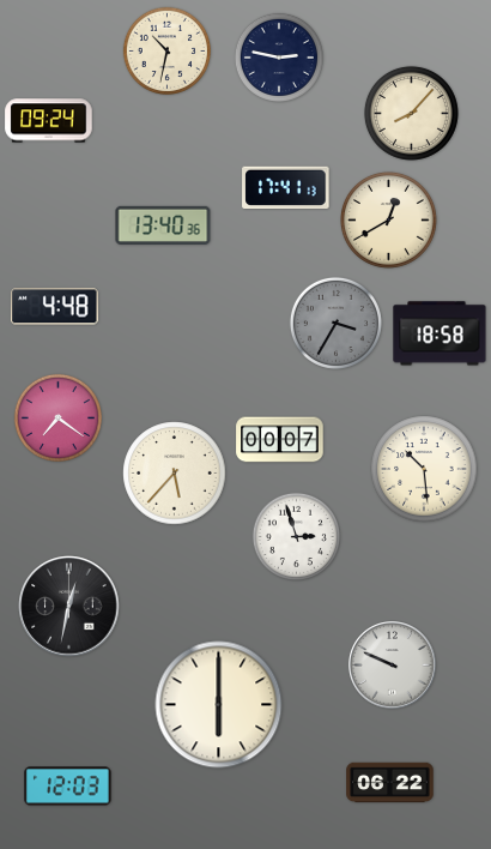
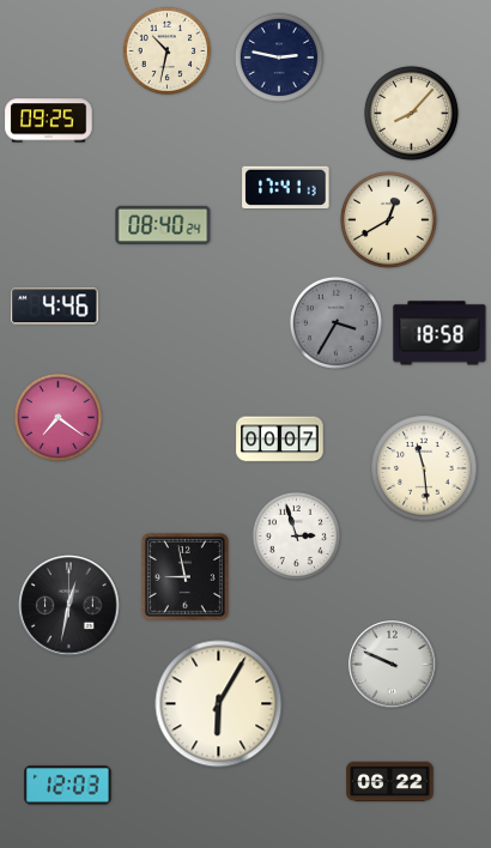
clock at (49, 121): 09:24 -> 09:25
clock at (163, 225): 13:40 -> 08:40
clock at (55, 307): 4:48 -> 4:46
clock at (424, 469): 10:29 -> 11:29
clock at (175, 474): 5:37 -> none
clock at (184, 576): none -> 8:58
clock at (219, 705): 6:00 -> 6:05
